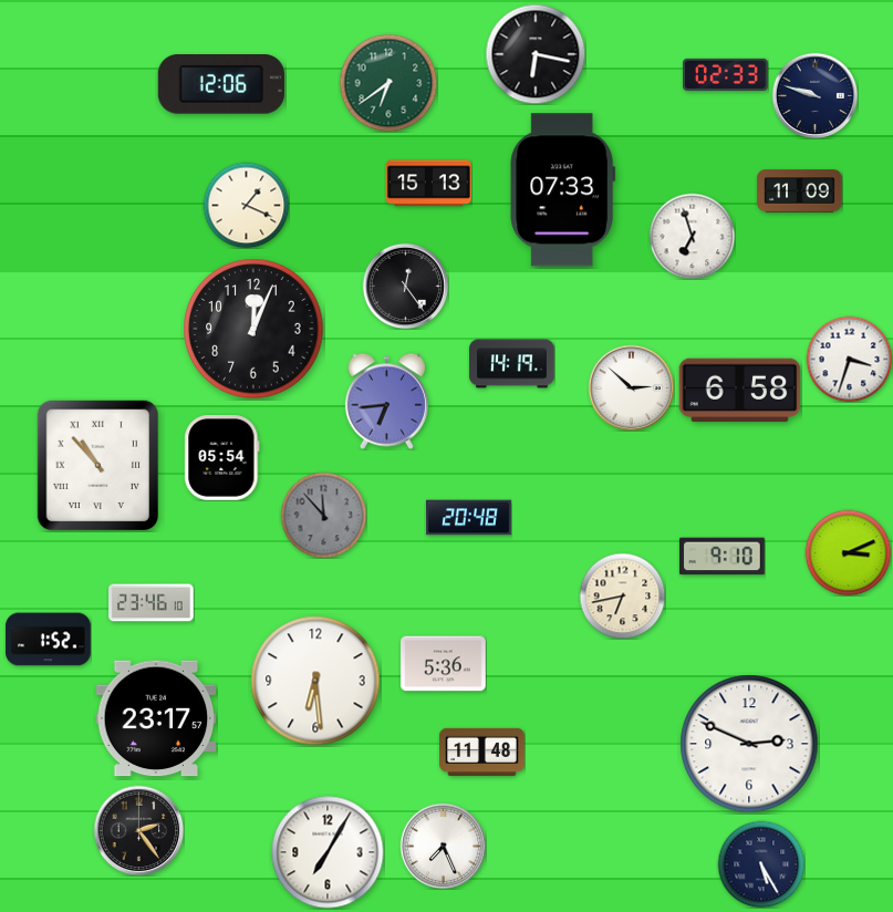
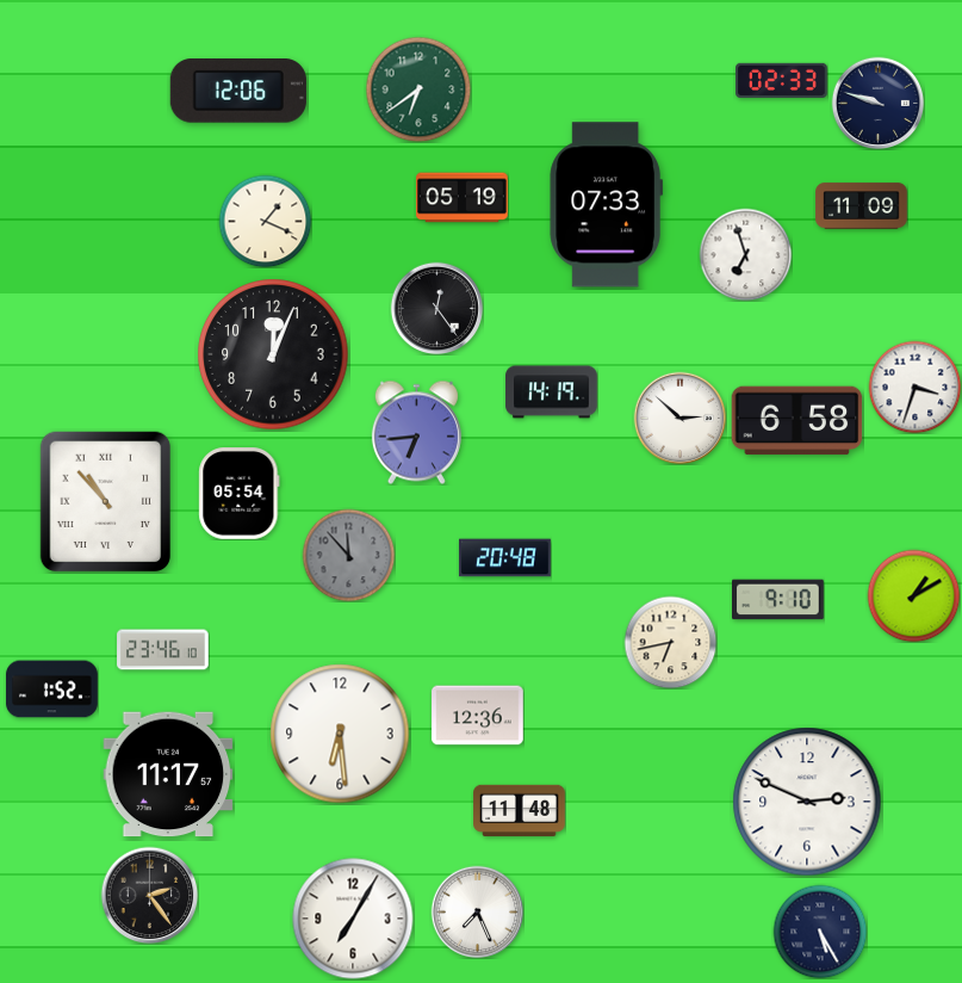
clock at (536, 54): 6:17 -> none
clock at (429, 184): 15:13 -> 05:19
clock at (848, 552): 3:11 -> 1:10
clock at (444, 664): 5:36 -> 12:36
clock at (156, 718): 23:17 -> 11:17
